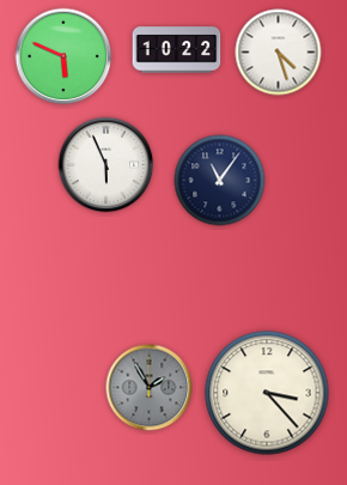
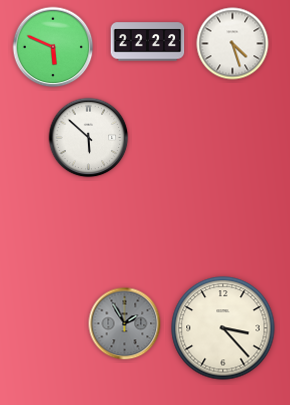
clock at (177, 50): 10:22 -> 22:22
clock at (106, 165): 5:56 -> 5:52
clock at (220, 181): 11:06 -> none
